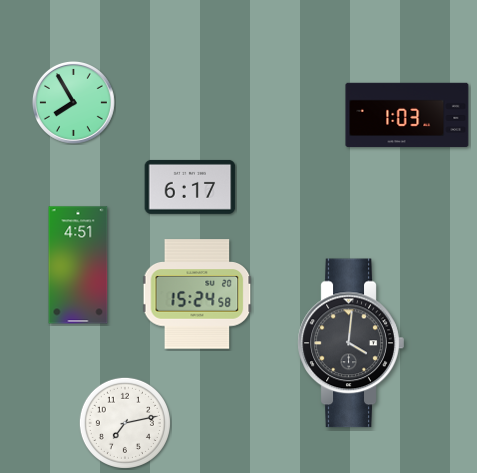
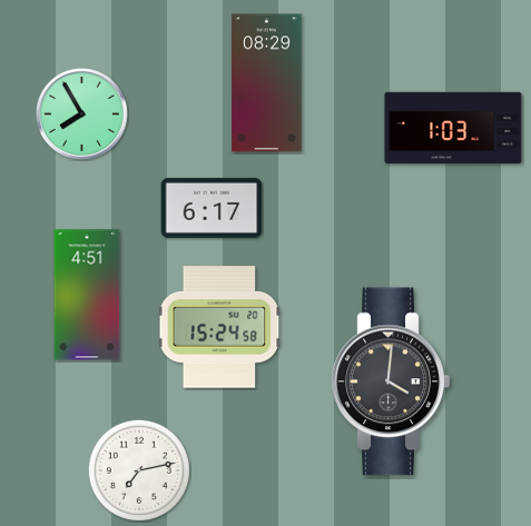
clock at (267, 83): none -> 08:29
